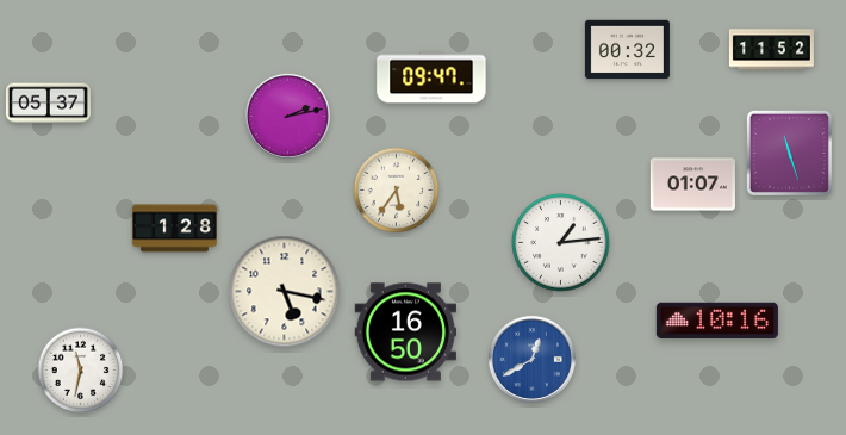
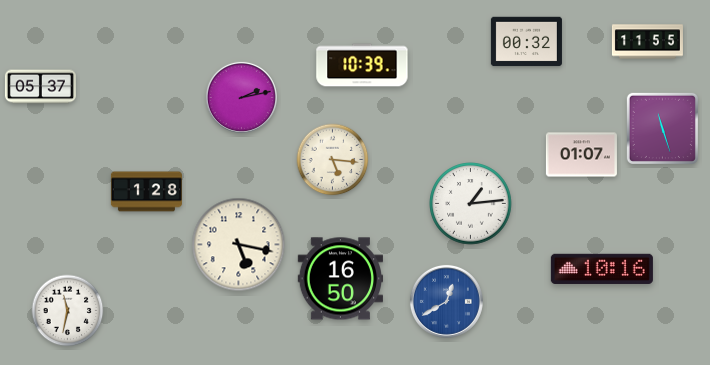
clock at (771, 50): 11:52 -> 11:55
clock at (431, 77): 09:47 -> 10:39
clock at (397, 191): 5:36 -> 5:16
